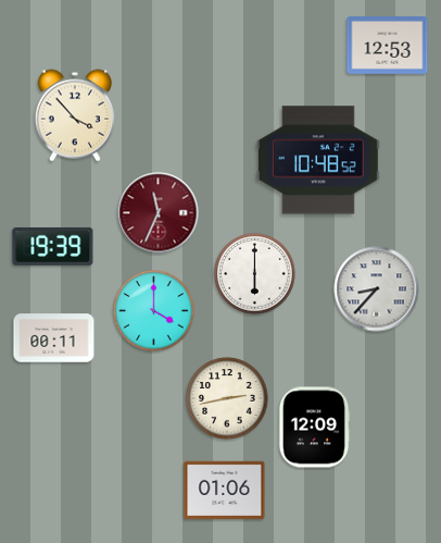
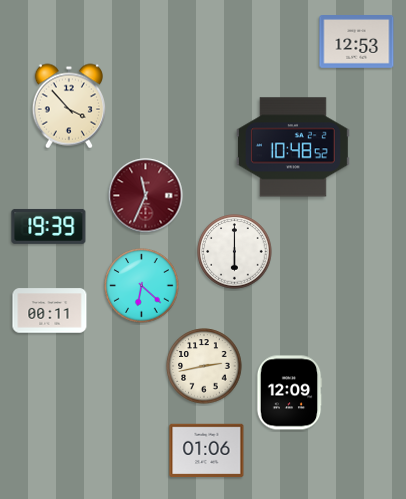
clock at (377, 289): 8:37 -> none
clock at (154, 311): 4:00 -> 6:22
clock at (227, 398) position: (227, 398) -> (204, 366)
